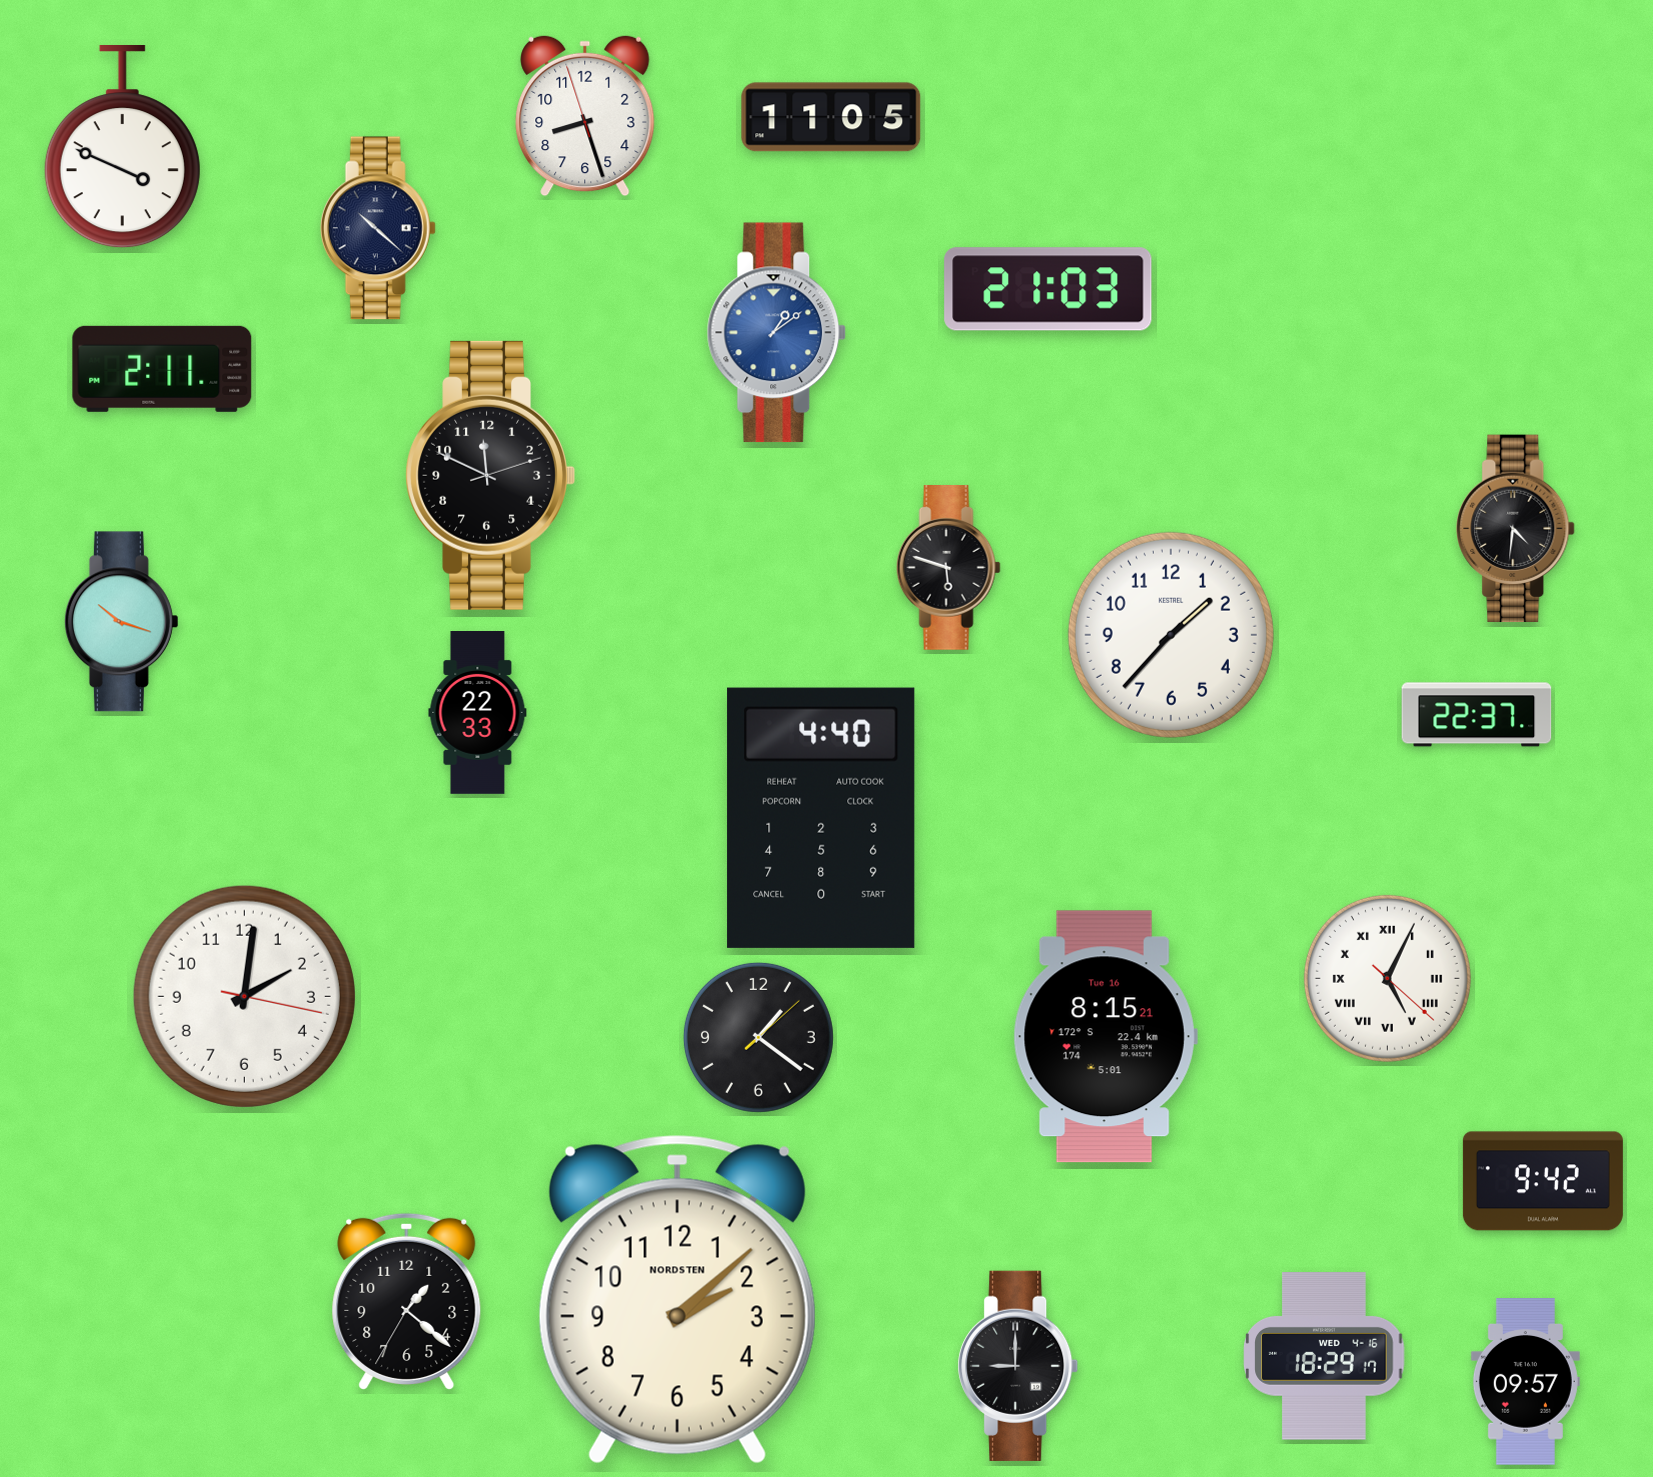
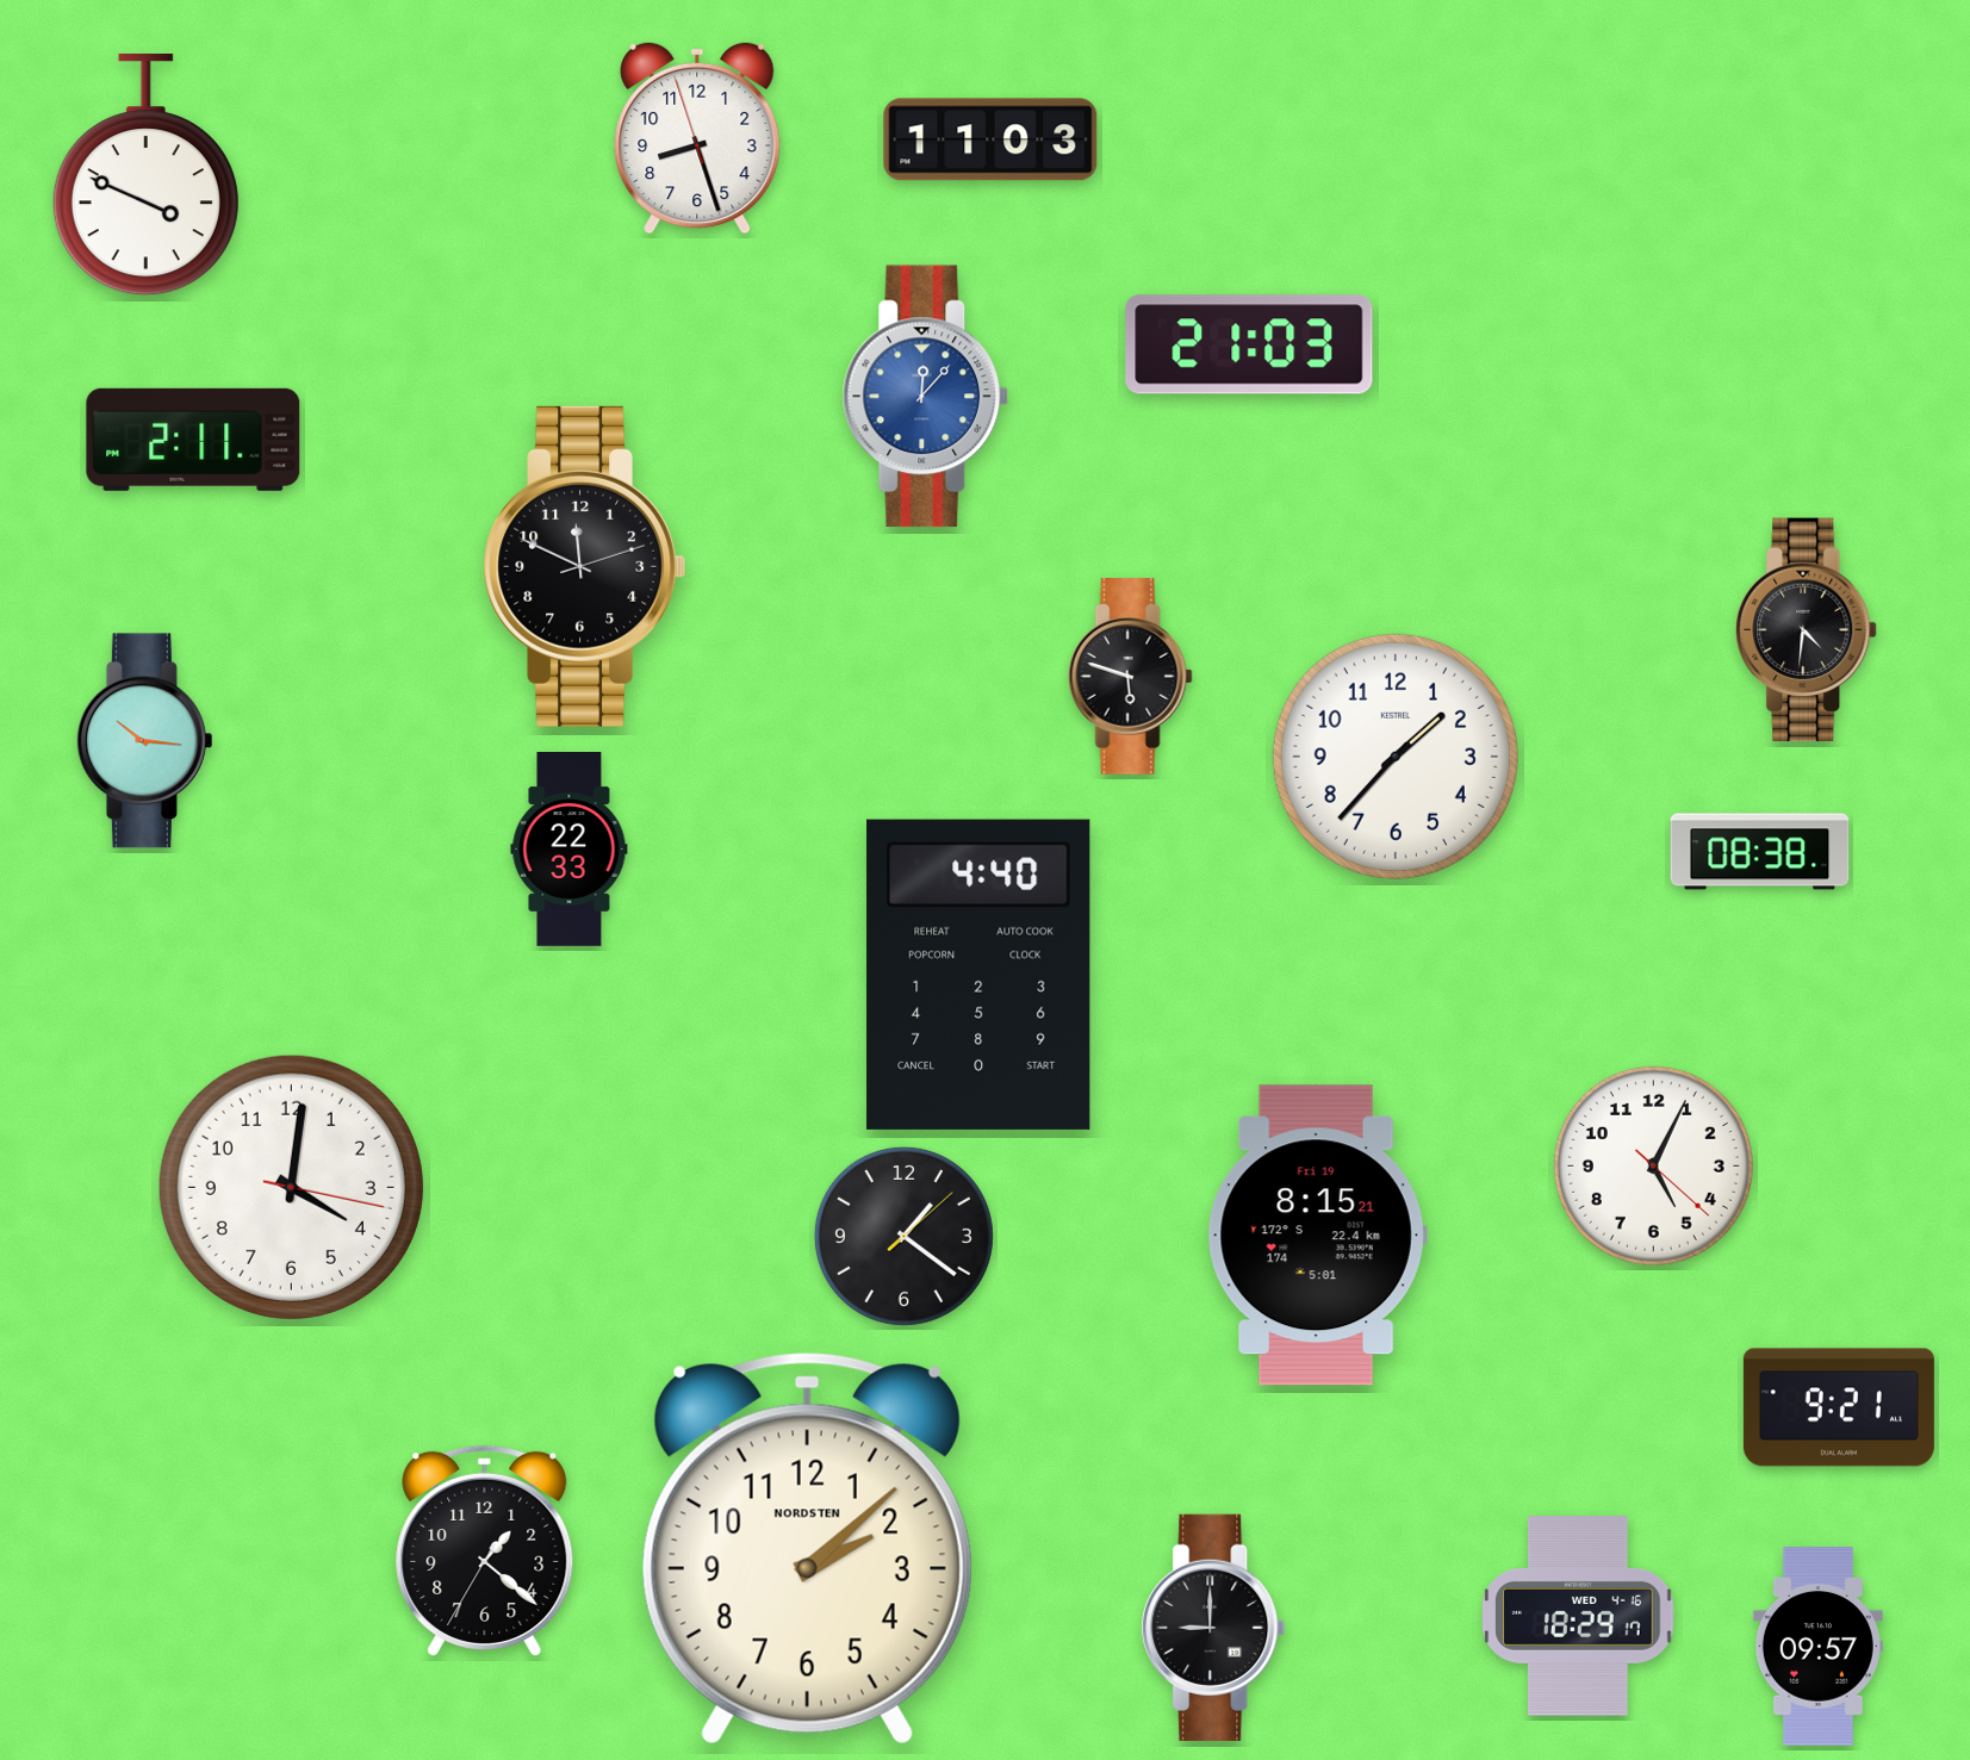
clock at (831, 117): 11:05 -> 11:03
clock at (378, 228): 10:22 -> none
clock at (777, 333): 1:09 -> 12:07
clock at (121, 622): 10:18 -> 10:16
clock at (1477, 715): 22:37 -> 08:38
clock at (1387, 978) numerals: Roman -> Arabic
clock at (244, 996): 2:01 -> 4:01
clock at (1105, 1037) date: Tue 16 -> Fri 19
clock at (1543, 1181): 9:42 -> 9:21
